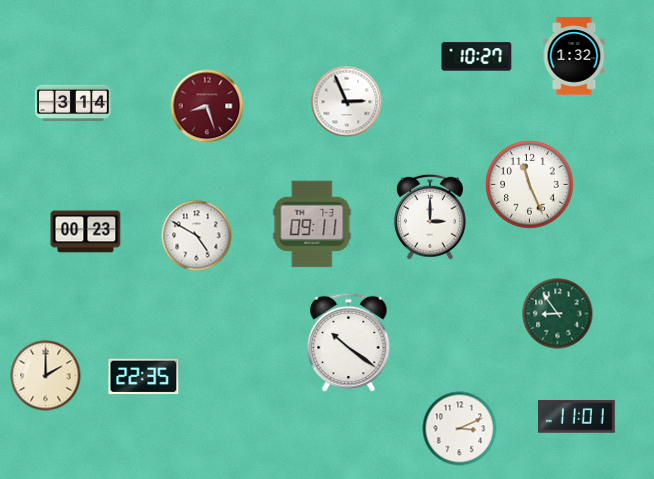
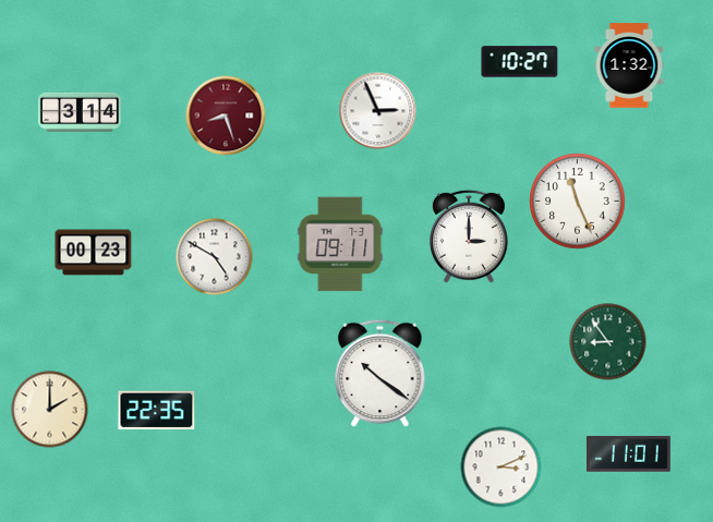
clock at (574, 56) position: (574, 56) -> (629, 65)
